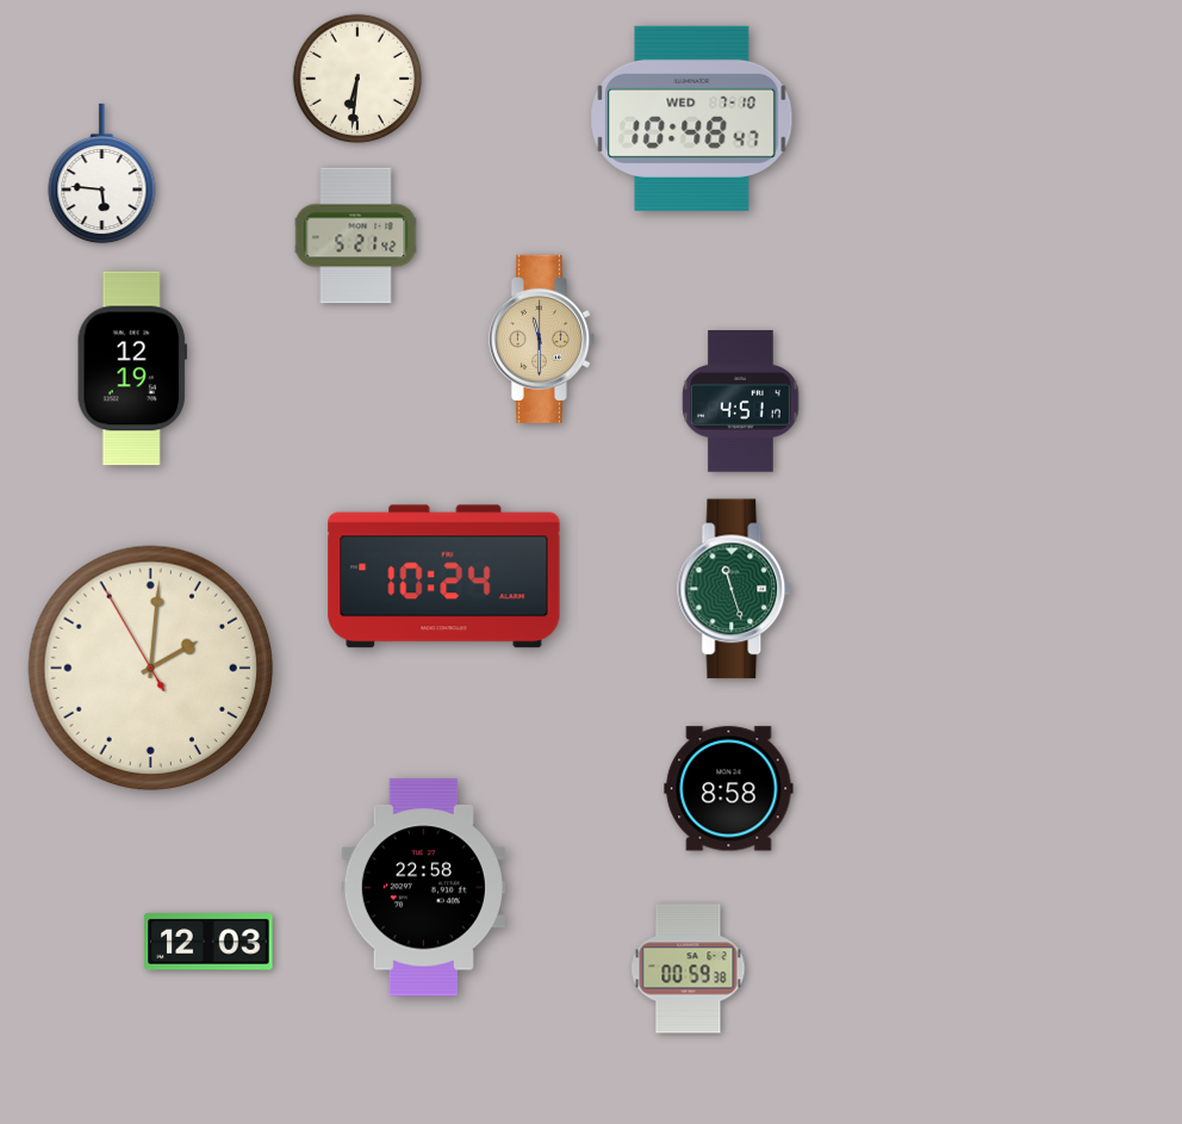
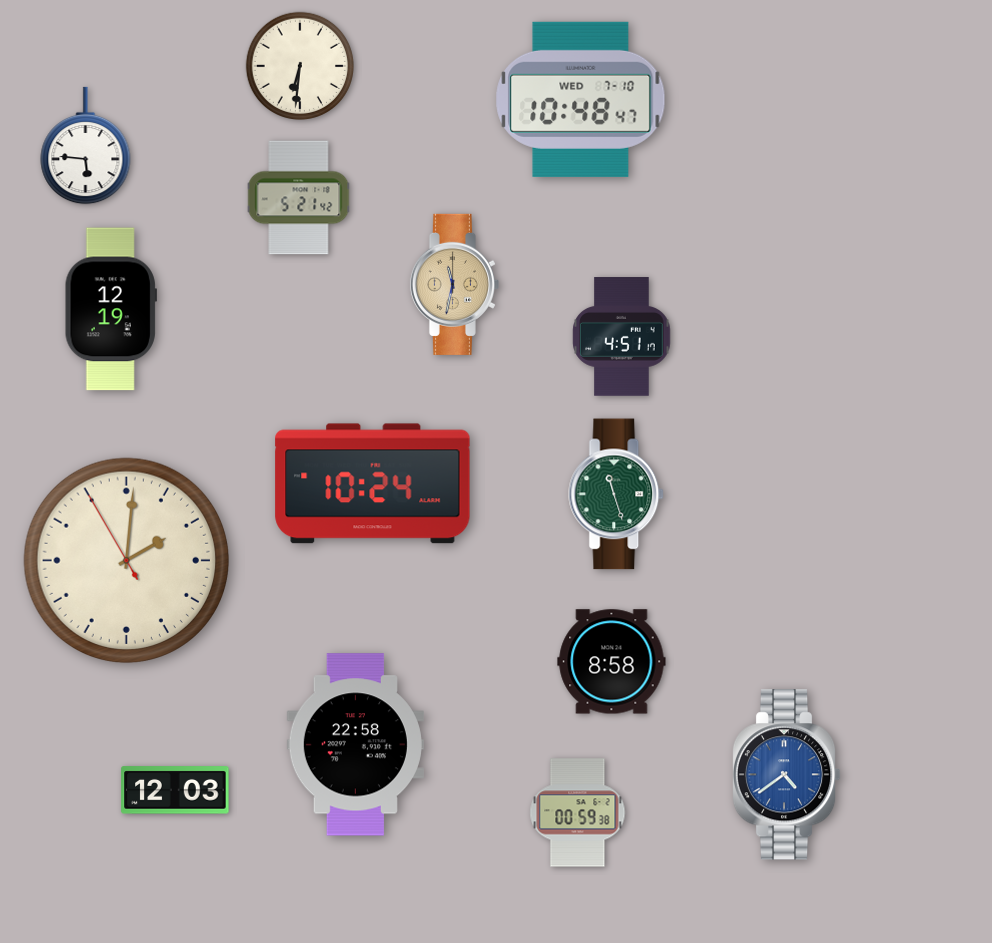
clock at (541, 339): 11:30 -> 11:32
clock at (786, 775): none -> 4:39
